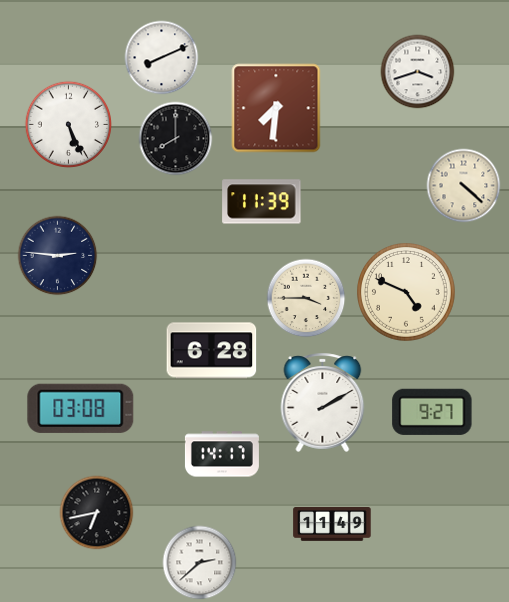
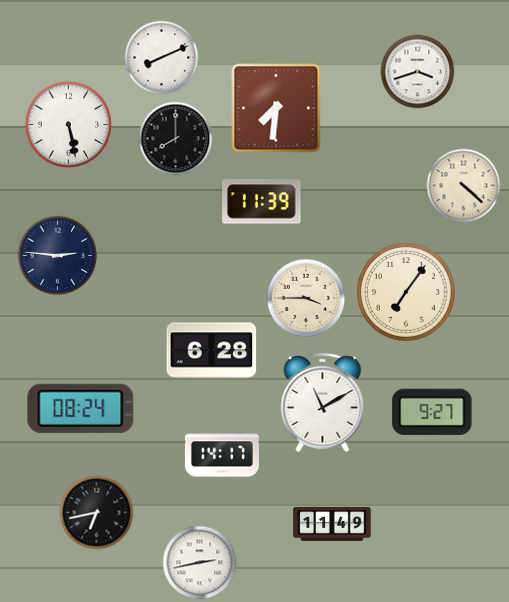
clock at (68, 124): 5:26 -> 5:28
clock at (407, 293): 4:49 -> 7:06
clock at (323, 402): 2:10 -> 11:10
clock at (81, 408): 03:08 -> 08:24
clock at (200, 563): 2:38 -> 2:43
